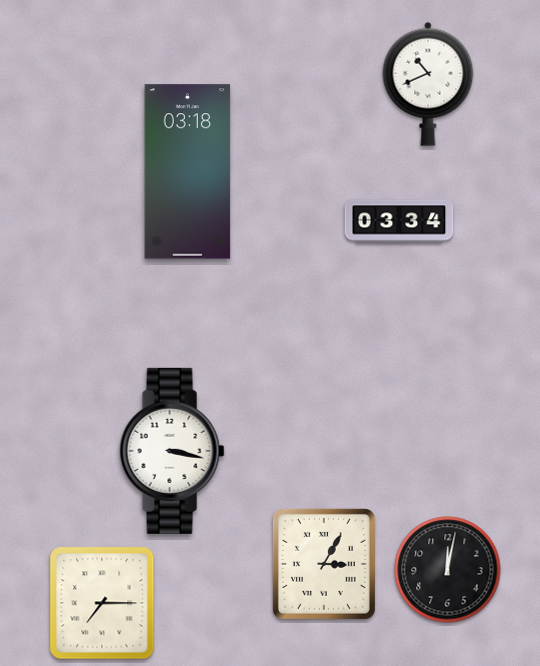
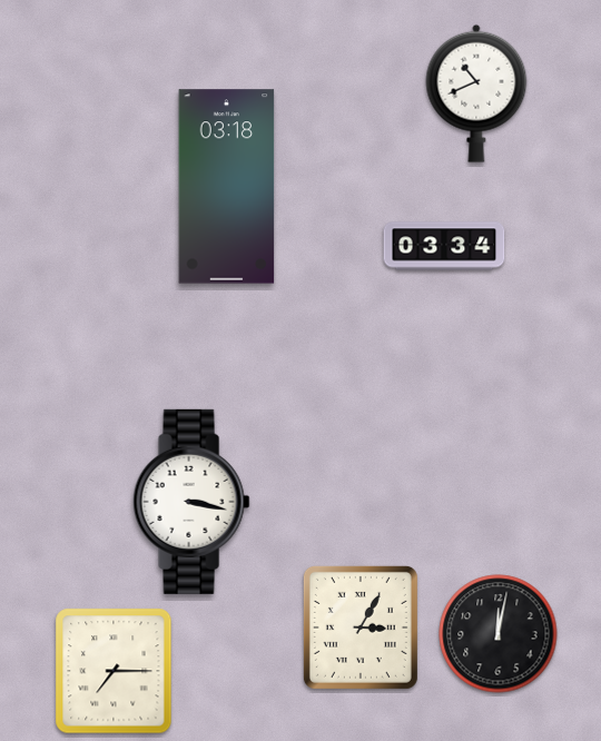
clock at (188, 172) position: (188, 172) -> (227, 187)
